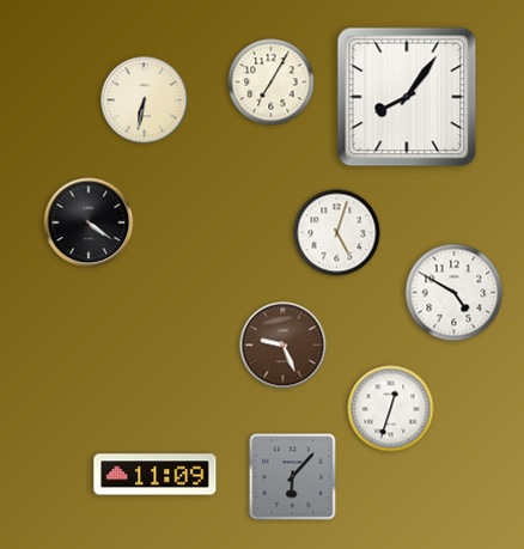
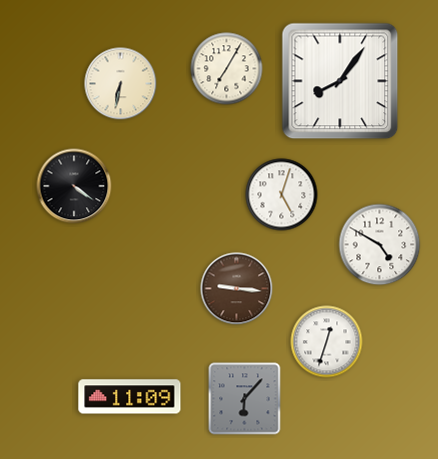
clock at (284, 346): 9:26 -> 9:16
